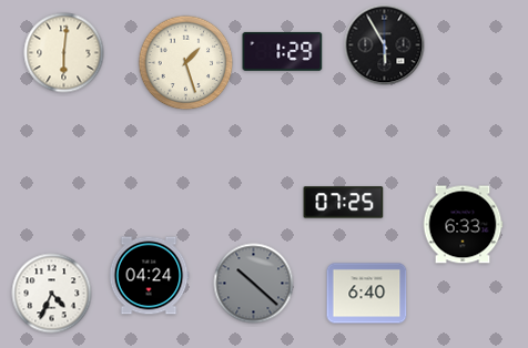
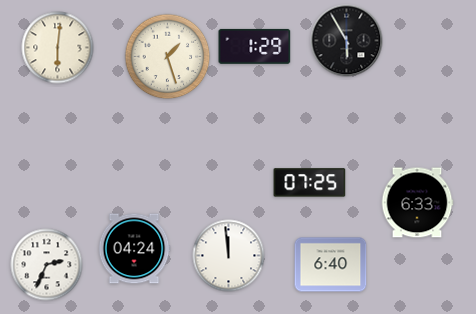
clock at (254, 284): 10:22 -> 11:59
clock at (254, 284) dial: grey -> white
clock at (52, 294): 4:34 -> 2:34
